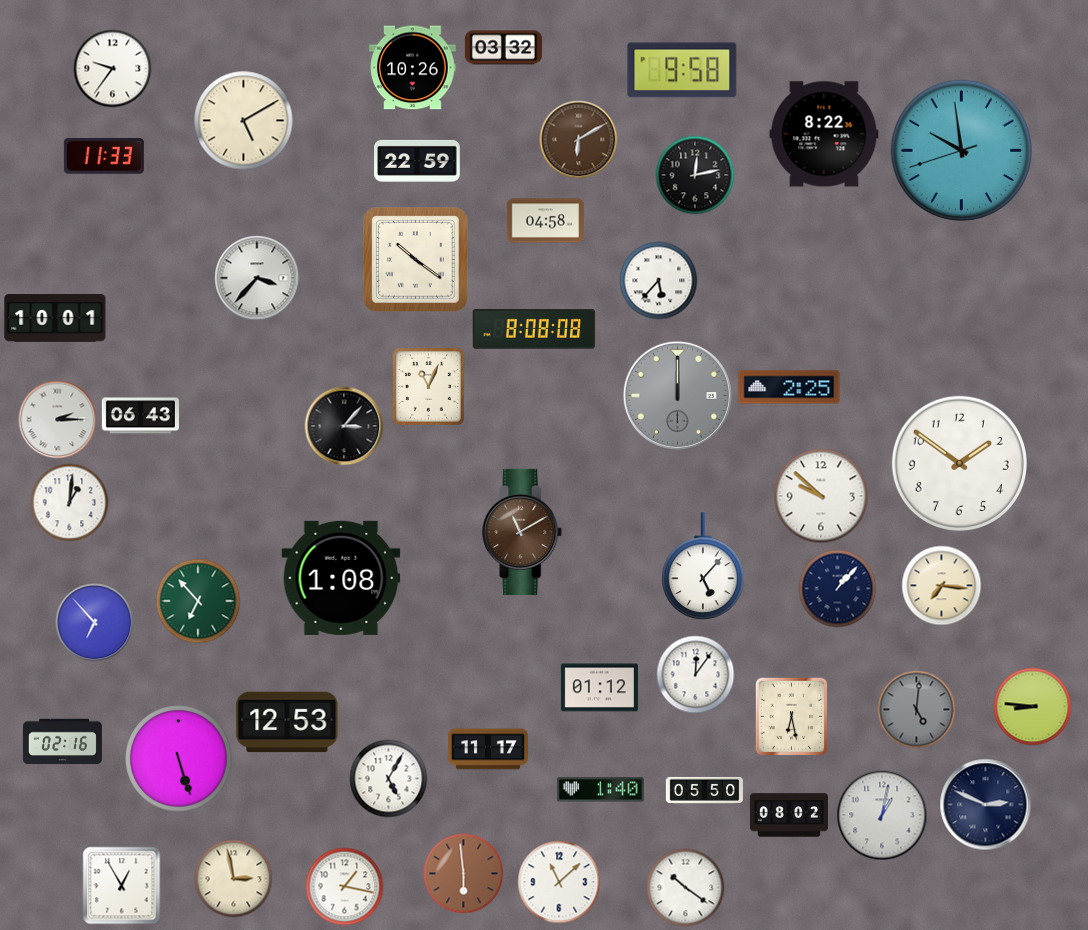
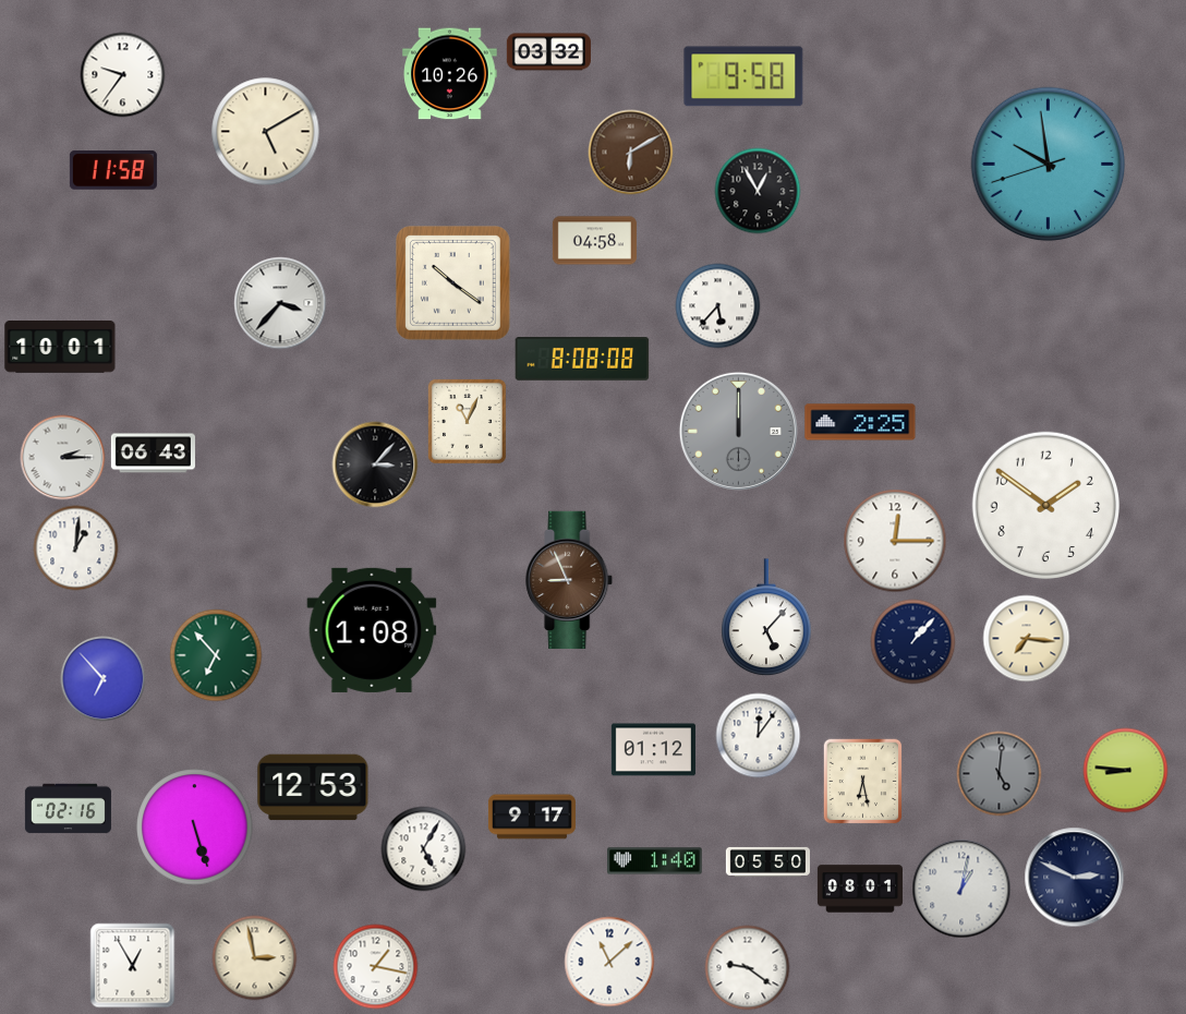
clock at (824, 134): 8:22 -> none
clock at (104, 156): 11:33 -> 11:58
clock at (417, 161): 22:59 -> none
clock at (695, 175): 12:13 -> 12:55
clock at (821, 496): 9:52 -> 12:15
clock at (523, 531): 11:10 -> 8:56
clock at (488, 749): 11:17 -> 9:17
clock at (789, 815): 08:02 -> 08:01
clock at (463, 873): 5:59 -> none
clock at (685, 887): 10:21 -> 9:21
